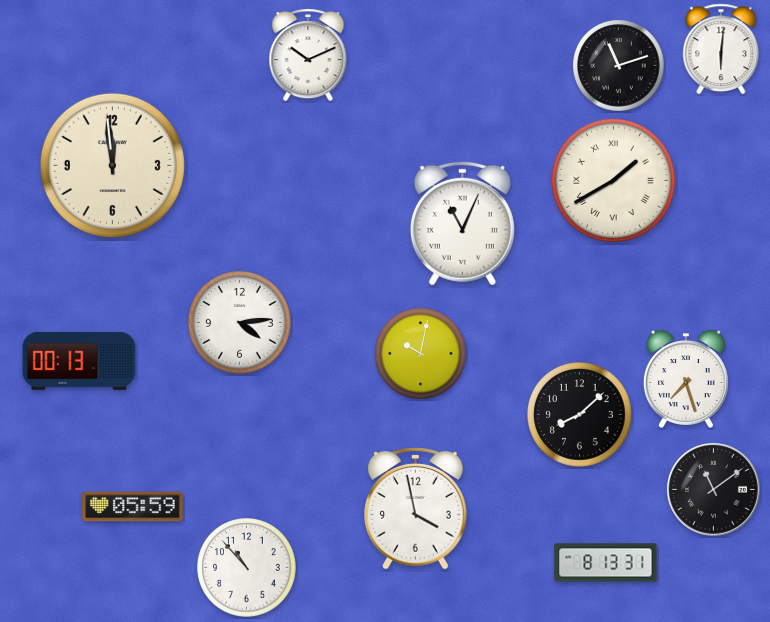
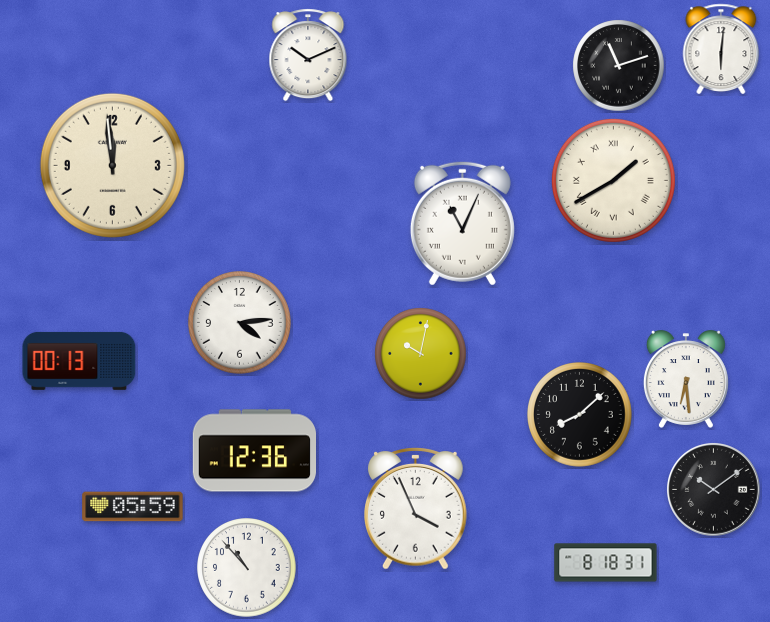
clock at (686, 379): 7:27 -> 6:29
clock at (254, 451): none -> 12:36
clock at (714, 490): 11:09 -> 10:09
clock at (416, 509): 3:58 -> 3:56
clock at (606, 563): 8:13 -> 8:18
